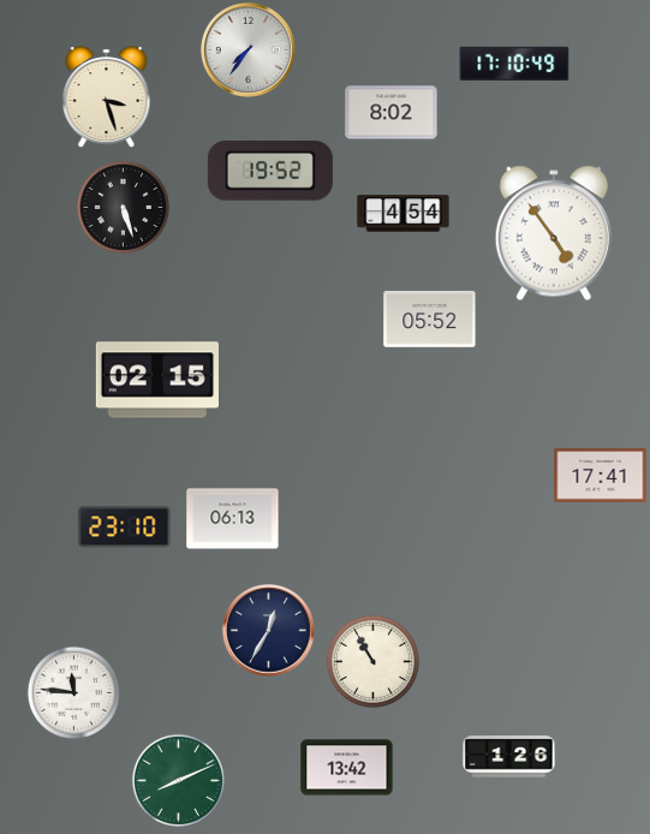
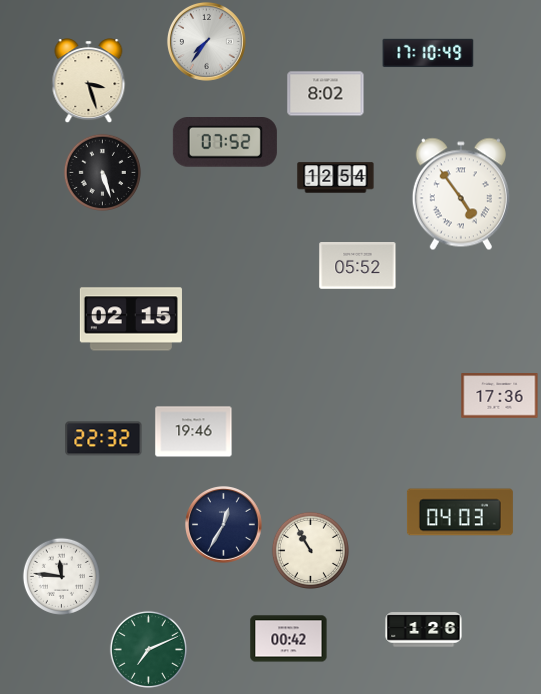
clock at (270, 171): 19:52 -> 07:52
clock at (404, 214): 4:54 -> 12:54
clock at (157, 380) position: (157, 380) -> (131, 319)
clock at (601, 476): 17:41 -> 17:36
clock at (233, 519): 06:13 -> 19:46
clock at (125, 528): 23:10 -> 22:32
clock at (460, 512): none -> 04:03
clock at (347, 768): 13:42 -> 00:42
clock at (178, 780): 8:11 -> 7:11
